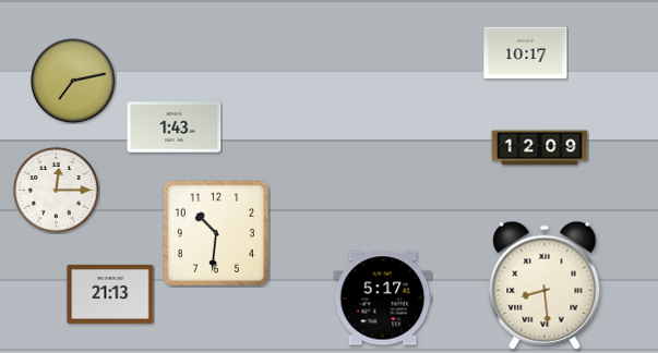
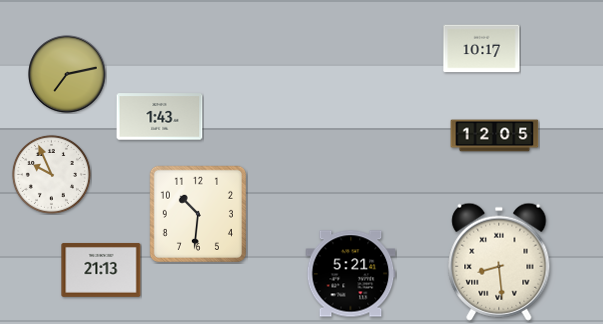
clock at (540, 148): 12:09 -> 12:05
clock at (56, 190): 12:15 -> 9:56
clock at (383, 299): 5:17 -> 5:21
